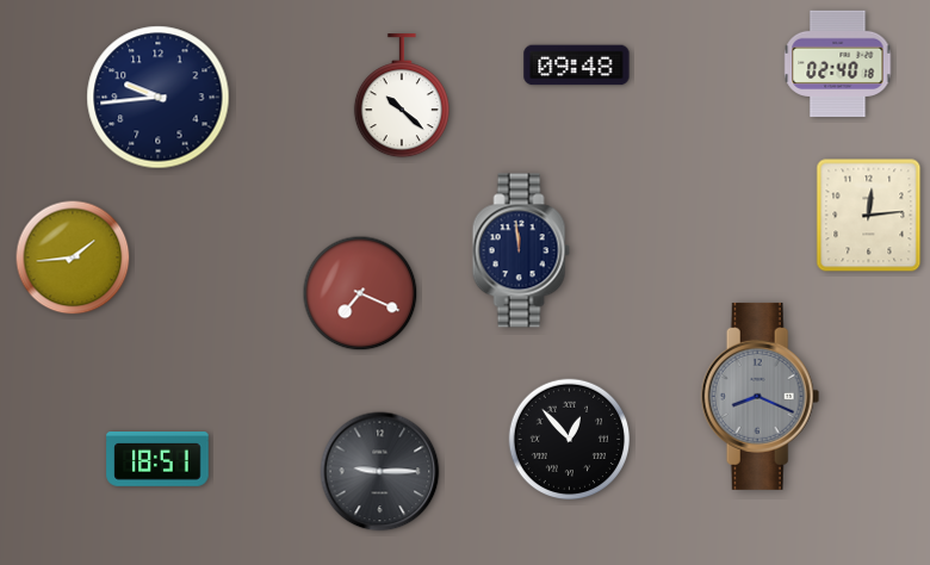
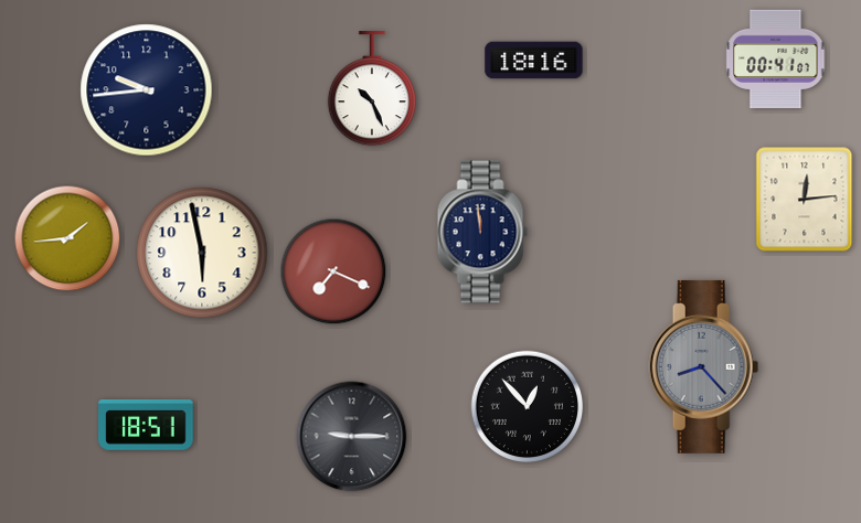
clock at (838, 64): 02:40 -> 00:41
clock at (577, 66): 09:48 -> 18:16
clock at (402, 97): 10:22 -> 10:26
clock at (202, 253): none -> 5:58
clock at (761, 396): 8:19 -> 8:23
